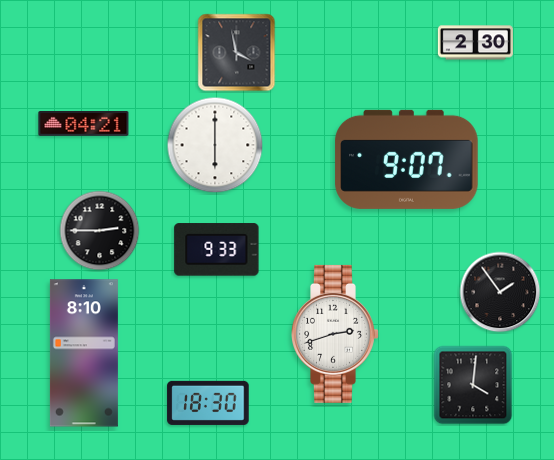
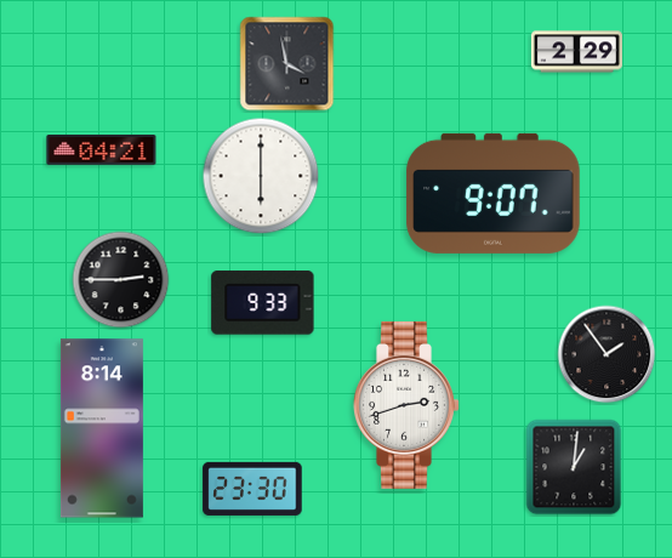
clock at (475, 43): 2:30 -> 2:29
clock at (84, 353): 8:10 -> 8:14
clock at (473, 385): 4:01 -> 1:01
clock at (208, 403): 18:30 -> 23:30
